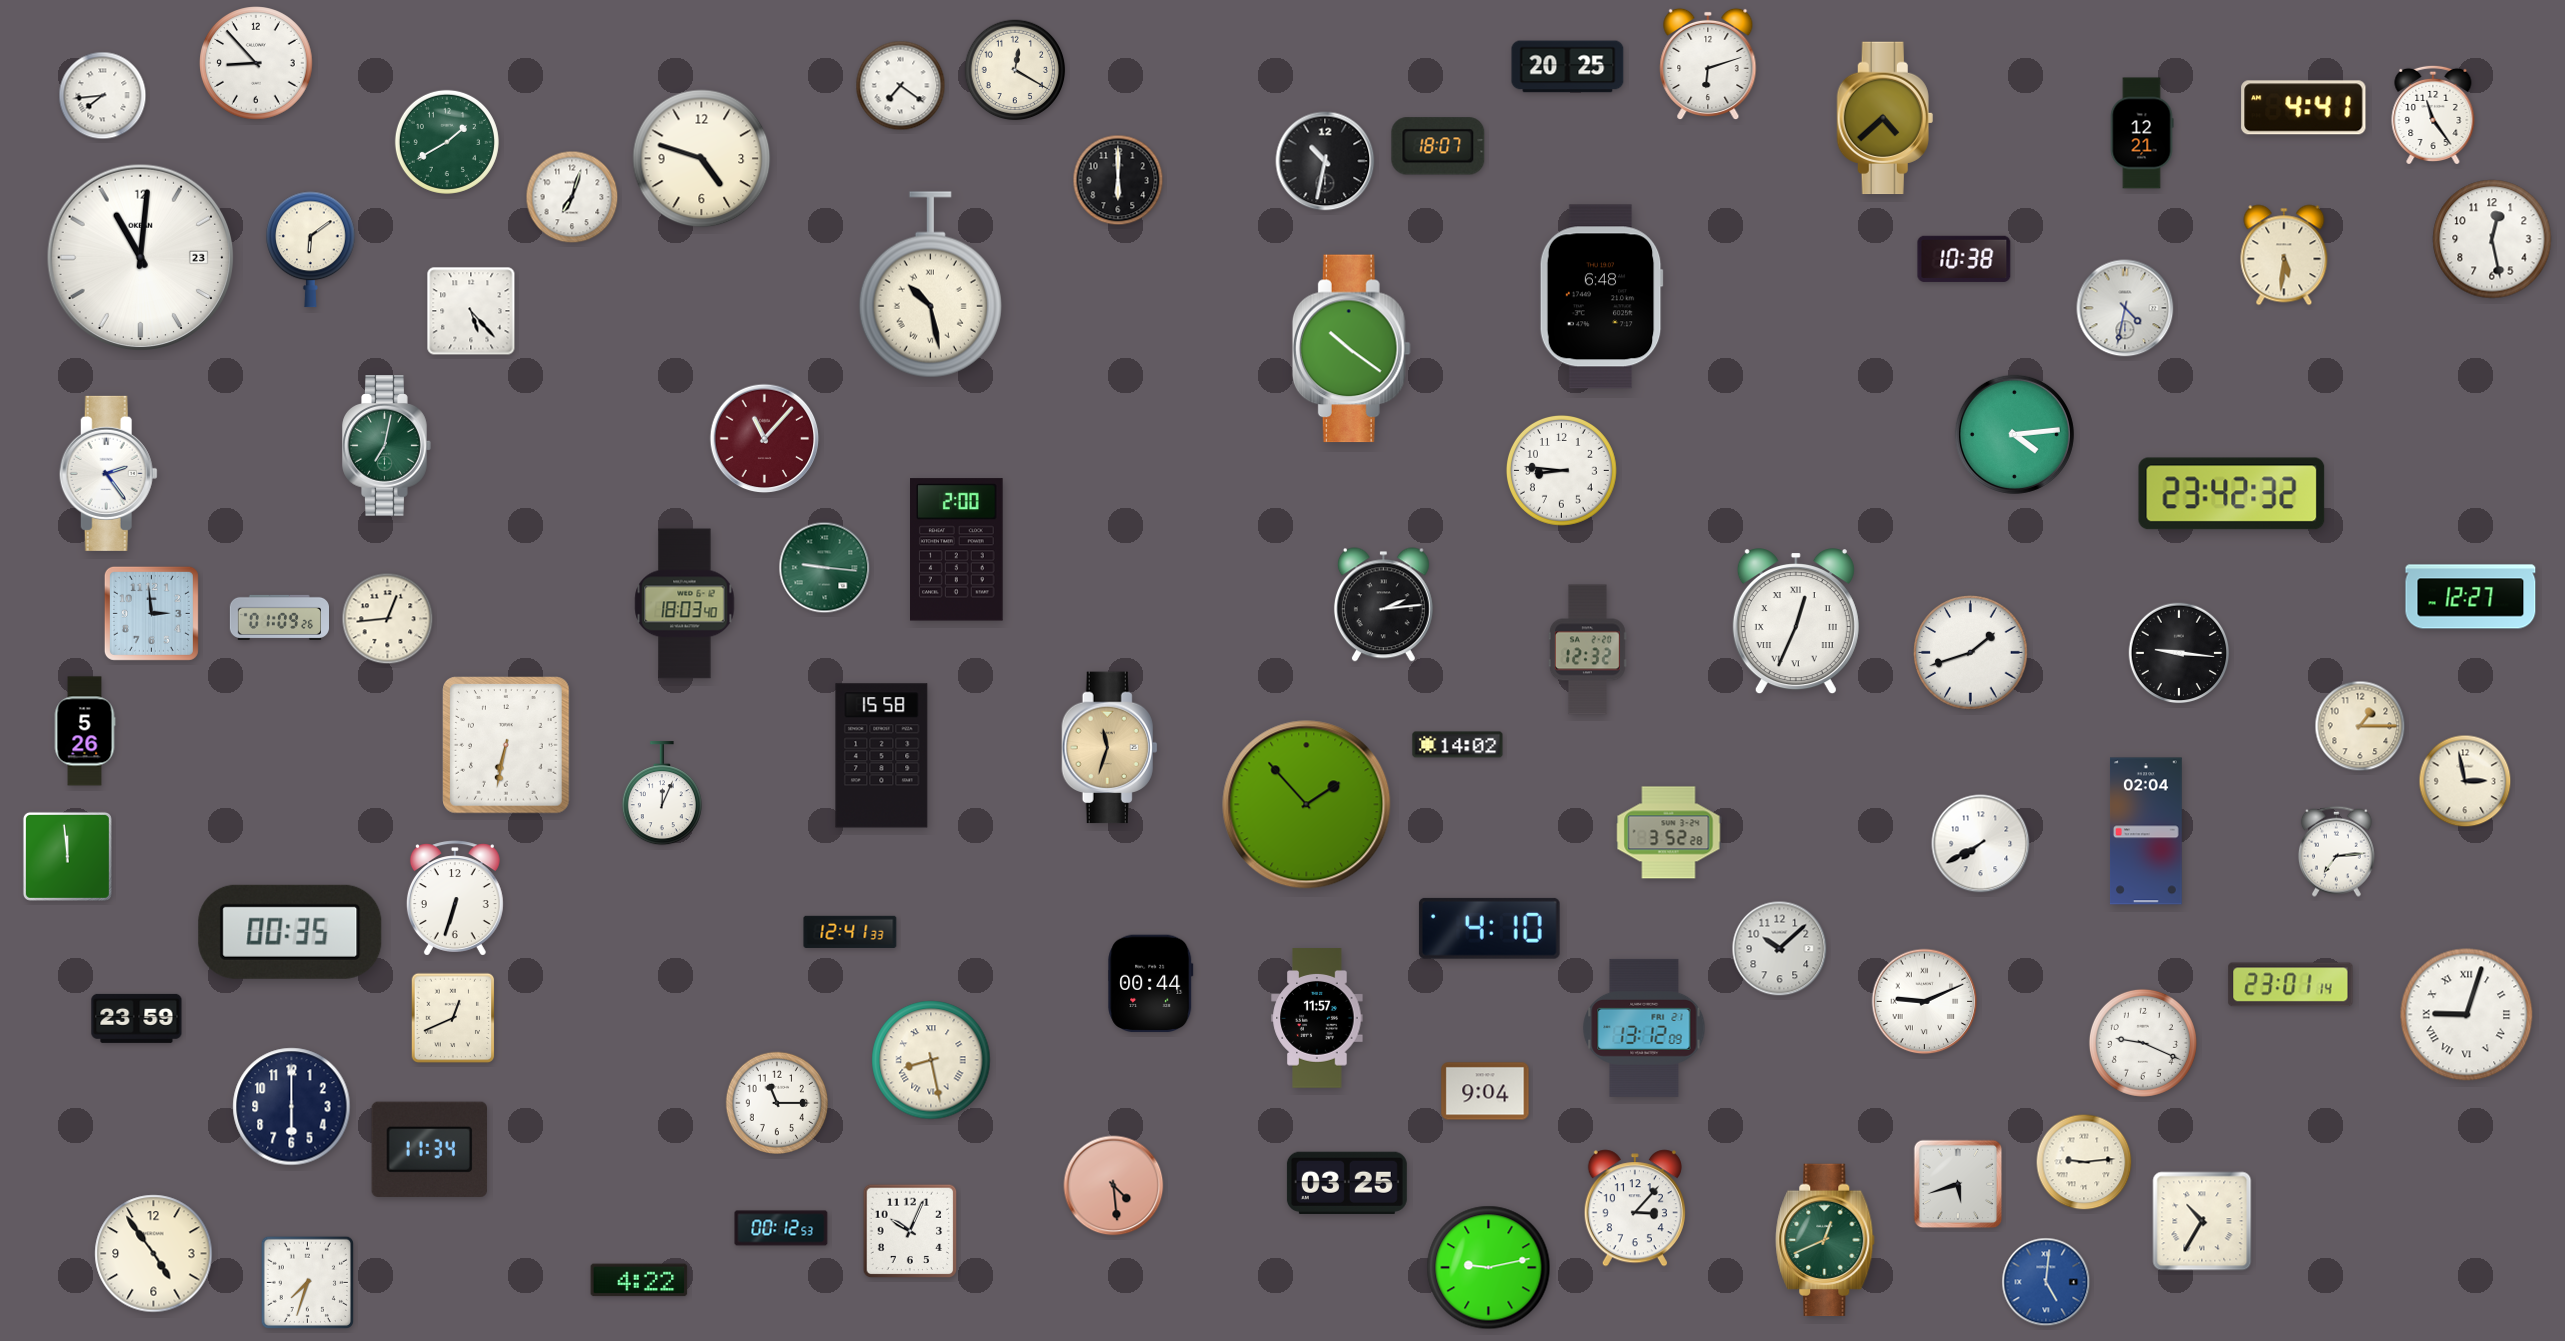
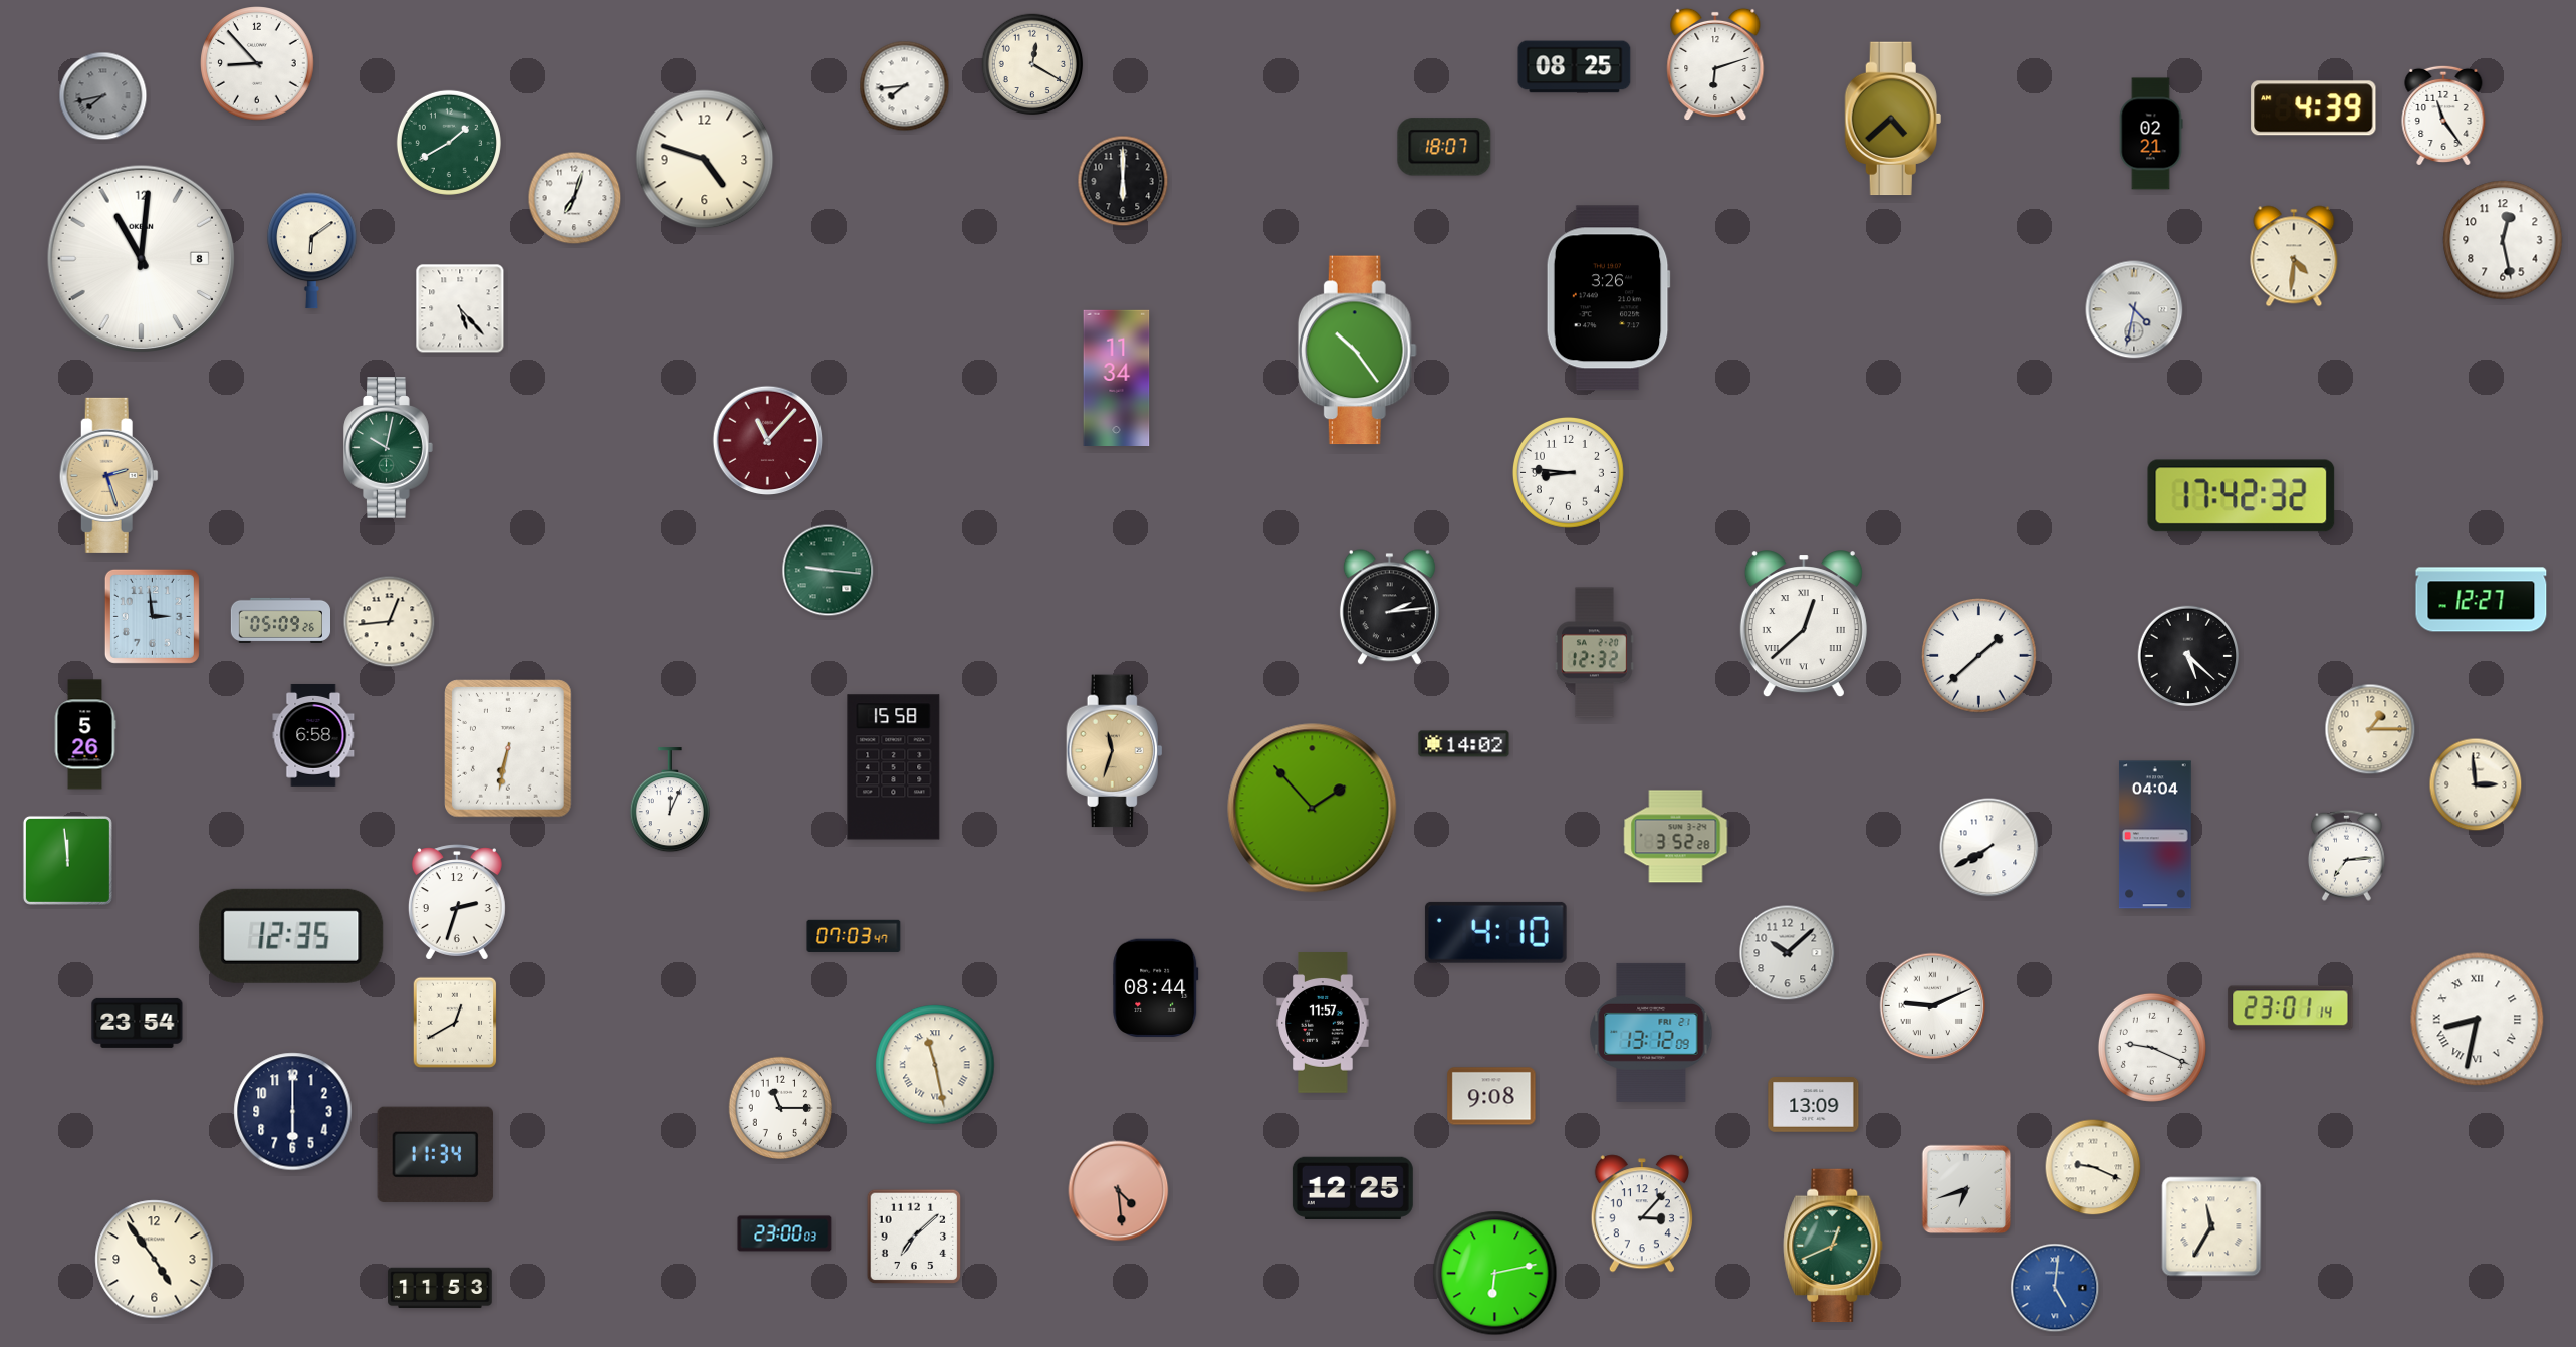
clock at (1568, 67): 20:25 -> 08:25
clock at (1015, 70) position: (1015, 70) -> (1032, 64)
clock at (901, 86): 7:21 -> 7:44
clock at (103, 96): 7:44 -> 7:43
clock at (103, 96) dial: white -> grey
clock at (2304, 108): 4:41 -> 4:39
clock at (2142, 133): 12:21 -> 02:21
clock at (1325, 161): 10:32 -> none
clock at (2284, 255): 5:31 -> 4:31
clock at (140, 257) date: 23 -> 8
clock at (1964, 259): 10:38 -> none
clock at (930, 285): 10:28 -> none
clock at (1601, 297): 6:48 -> 3:26
clock at (471, 311) position: (471, 311) -> (460, 308)
clock at (1351, 349): 10:21 -> 10:24
clock at (1117, 378): none -> 11:34
clock at (2014, 434): 4:14 -> none
clock at (387, 446): 7:02 -> 10:02
clock at (108, 473): 2:24 -> 2:27
clock at (108, 473) dial: white -> champagne
clock at (2232, 494): 23:42 -> 17:42
clock at (957, 550): 2:00 -> none
clock at (685, 604): 18:03 -> none
clock at (279, 617): 01:09 -> 05:09
clock at (1796, 622): 12:34 -> 12:38
clock at (1971, 653): 1:42 -> 1:38
clock at (2179, 653): 9:16 -> 5:22
clock at (313, 735): none -> 6:58
clock at (1458, 745) position: (1458, 745) -> (1464, 744)
clock at (882, 756) position: (882, 756) -> (894, 767)
clock at (2465, 781): 2:58 -> 2:59
clock at (662, 794) position: (662, 794) -> (670, 801)
clock at (2146, 831): 02:04 -> 04:04
clock at (455, 898): 6:33 -> 2:33
clock at (290, 932): 00:35 -> 12:35
clock at (850, 932): 12:41 -> 07:03
clock at (1151, 984): 00:44 -> 08:44
clock at (2291, 985) position: (2291, 985) -> (2291, 1008)
clock at (2467, 1015): 9:03 -> 8:32
clock at (137, 1018): 23:59 -> 23:54
clock at (453, 1018): 12:41 -> 12:40
clock at (931, 1060): 8:28 -> 11:28
clock at (1485, 1091): 9:04 -> 9:08
clock at (1814, 1105): none -> 13:09
clock at (429, 1149) position: (429, 1149) -> (435, 1154)
clock at (2084, 1162): 9:14 -> 9:19
clock at (1347, 1183): 03:25 -> 12:25
clock at (1958, 1184): 5:42 -> 6:42
clock at (2202, 1221): 10:35 -> 11:35
clock at (781, 1228): 00:12 -> 23:00
clock at (910, 1231): 10:04 -> 7:08
clock at (1489, 1268): 9:13 -> 6:13
clock at (639, 1280): 4:22 -> none
clock at (307, 1282): 7:33 -> none
clock at (440, 1288): none -> 11:53
